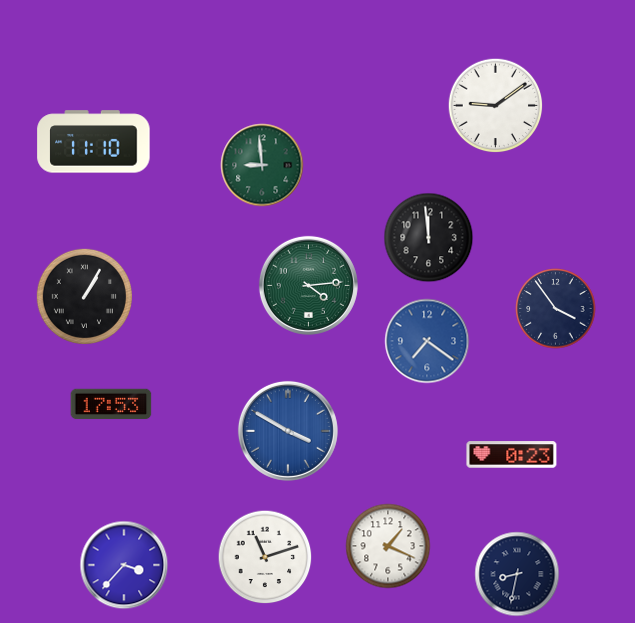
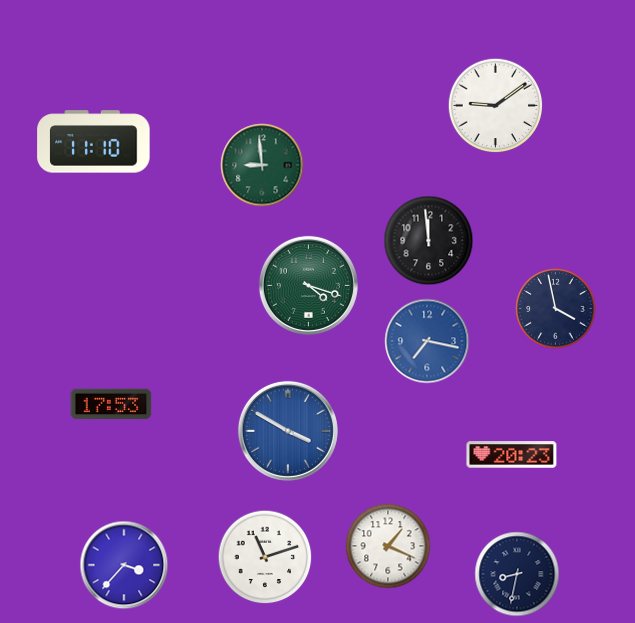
clock at (429, 238) position: (429, 238) -> (429, 241)
clock at (308, 285): 4:14 -> 4:18
clock at (84, 296): 1:05 -> none
clock at (556, 309): 3:54 -> 3:58
clock at (427, 341): 7:21 -> 7:17
clock at (512, 455): 0:23 -> 20:23
